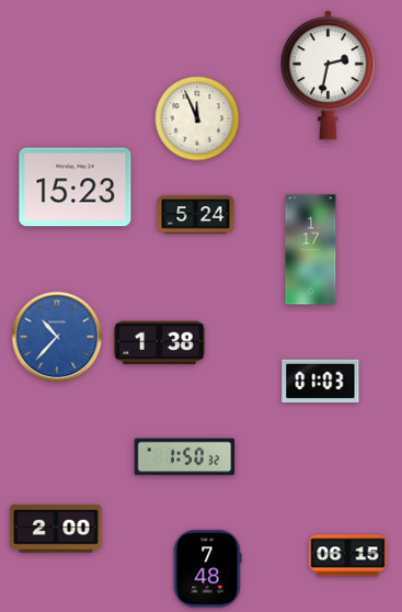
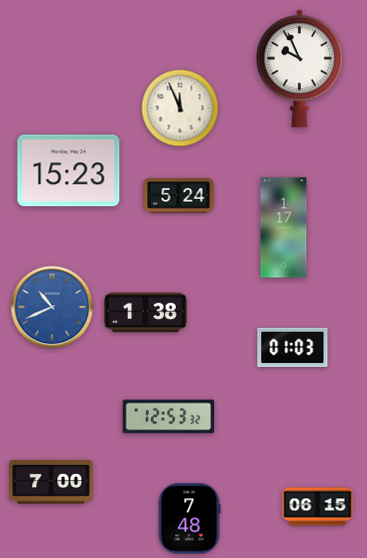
clock at (328, 76): 2:32 -> 9:56
clock at (57, 337): 10:37 -> 10:41
clock at (185, 457): 1:50 -> 12:53
clock at (56, 529): 2:00 -> 7:00
